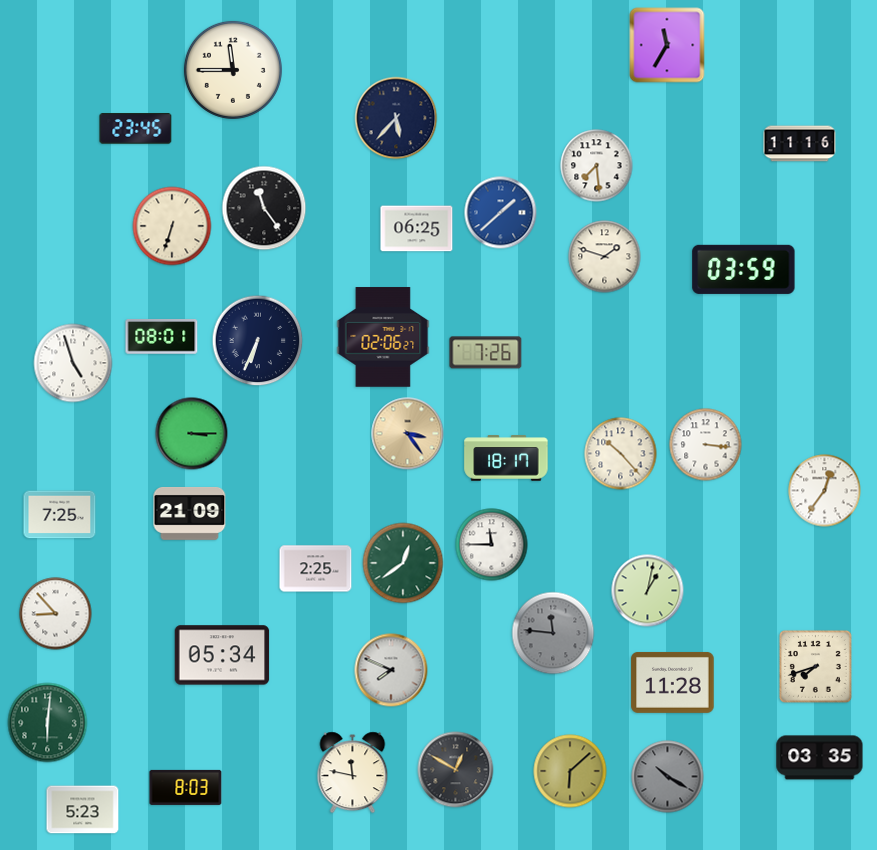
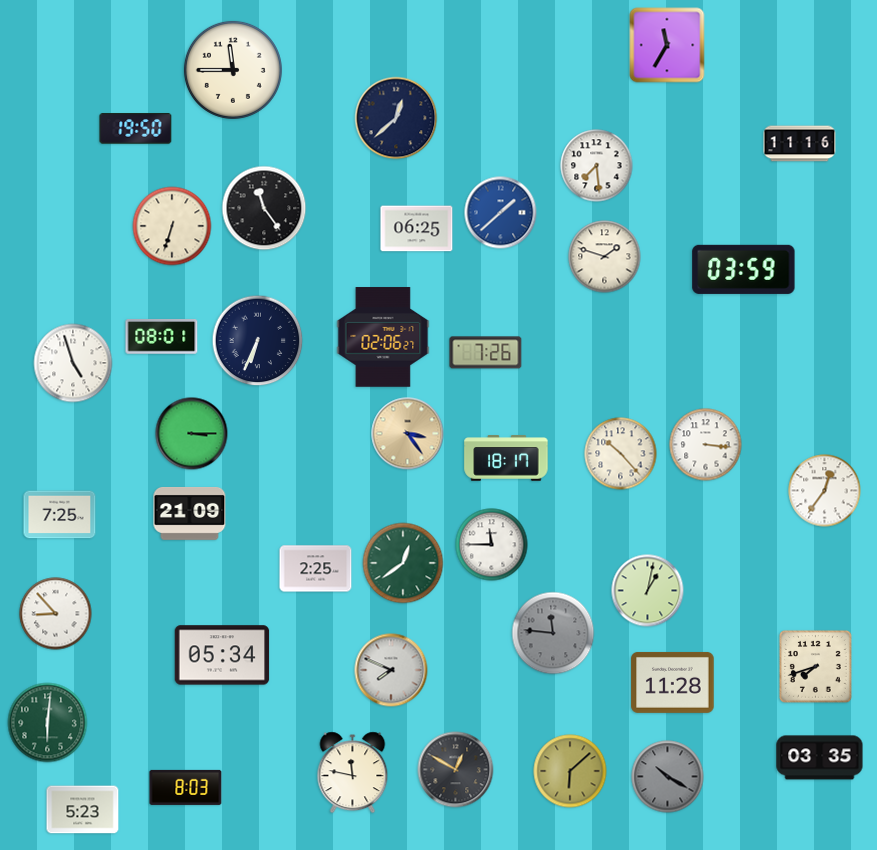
clock at (396, 118): 5:37 -> 12:38
clock at (136, 129): 23:45 -> 19:50
